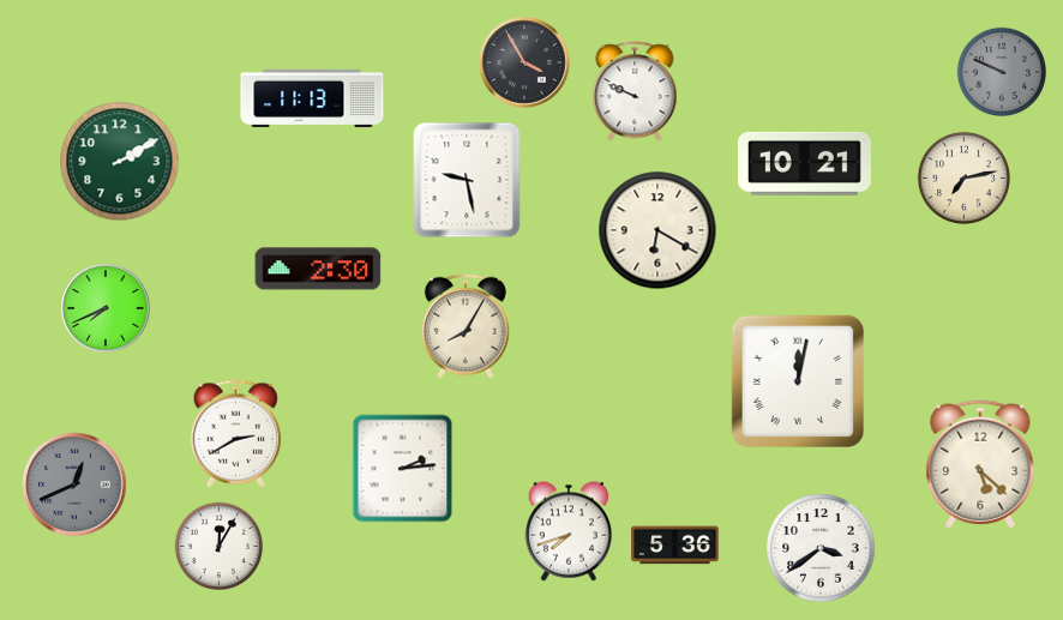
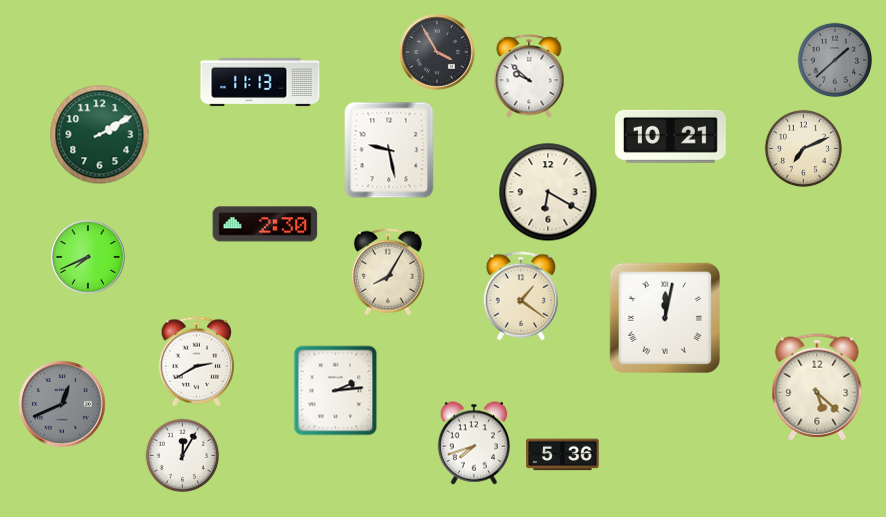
clock at (1001, 71): 9:49 -> 1:38
clock at (635, 91): 9:49 -> 9:52
clock at (963, 177): 7:13 -> 7:11
clock at (521, 296): none -> 1:21
clock at (821, 548): 3:39 -> none
